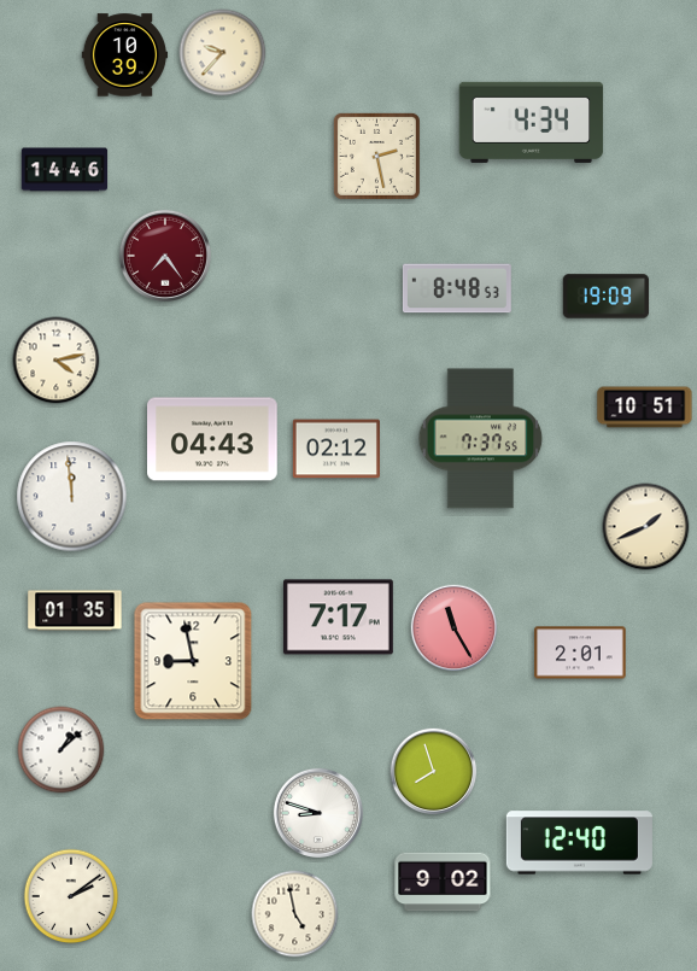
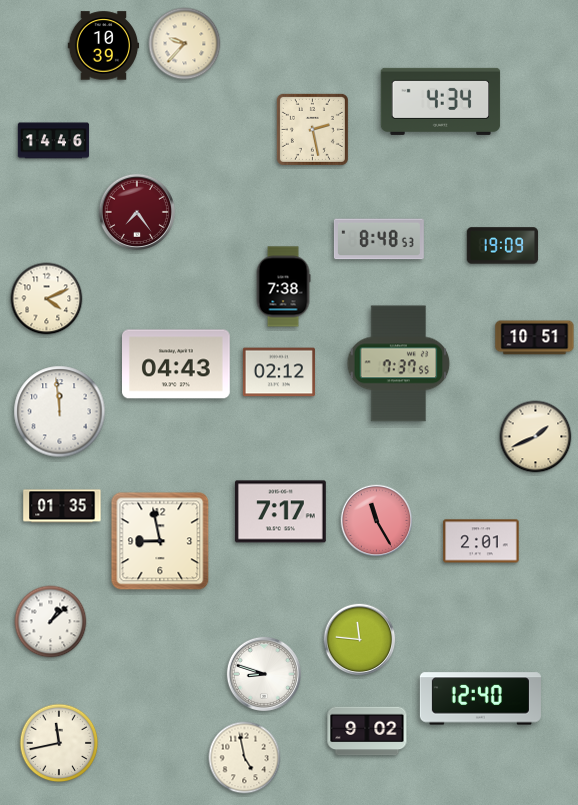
clock at (283, 287): none -> 7:38
clock at (57, 361): 4:13 -> 4:11
clock at (193, 661) position: (193, 661) -> (160, 541)
clock at (434, 772): 7:57 -> 11:46
clock at (71, 896): 2:09 -> 11:43
